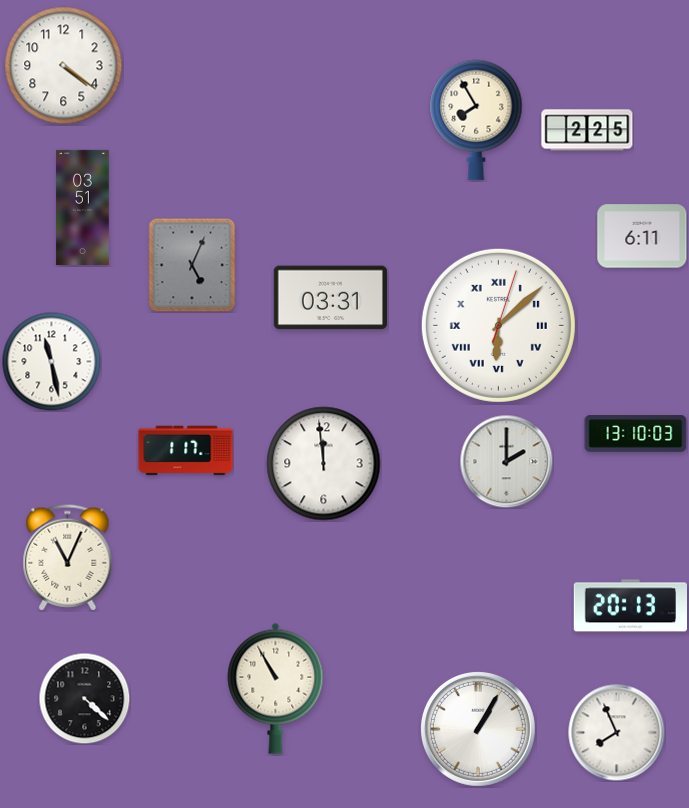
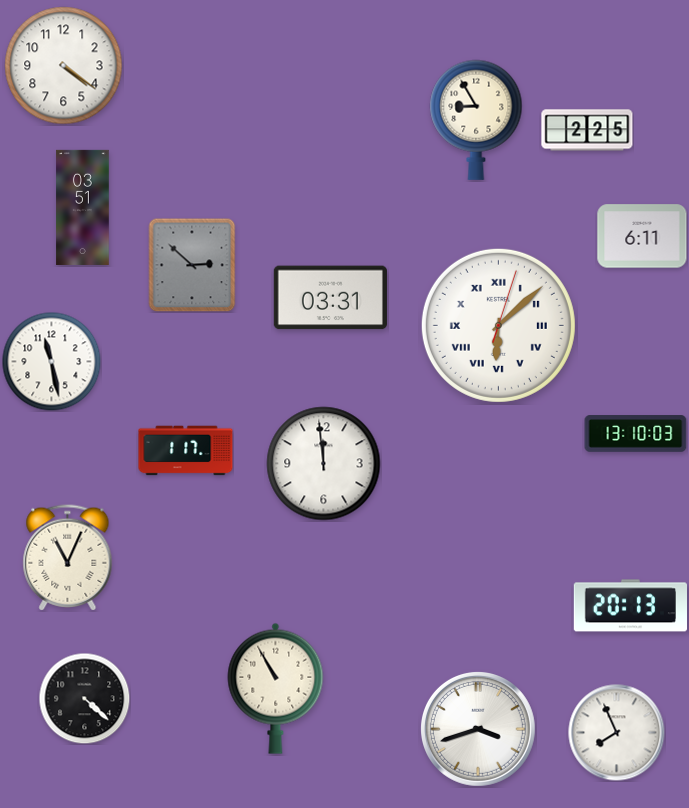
clock at (476, 120): 7:55 -> 8:55
clock at (192, 265): 5:04 -> 2:52
clock at (506, 461): 2:00 -> none
clock at (478, 729): 1:05 -> 3:42
